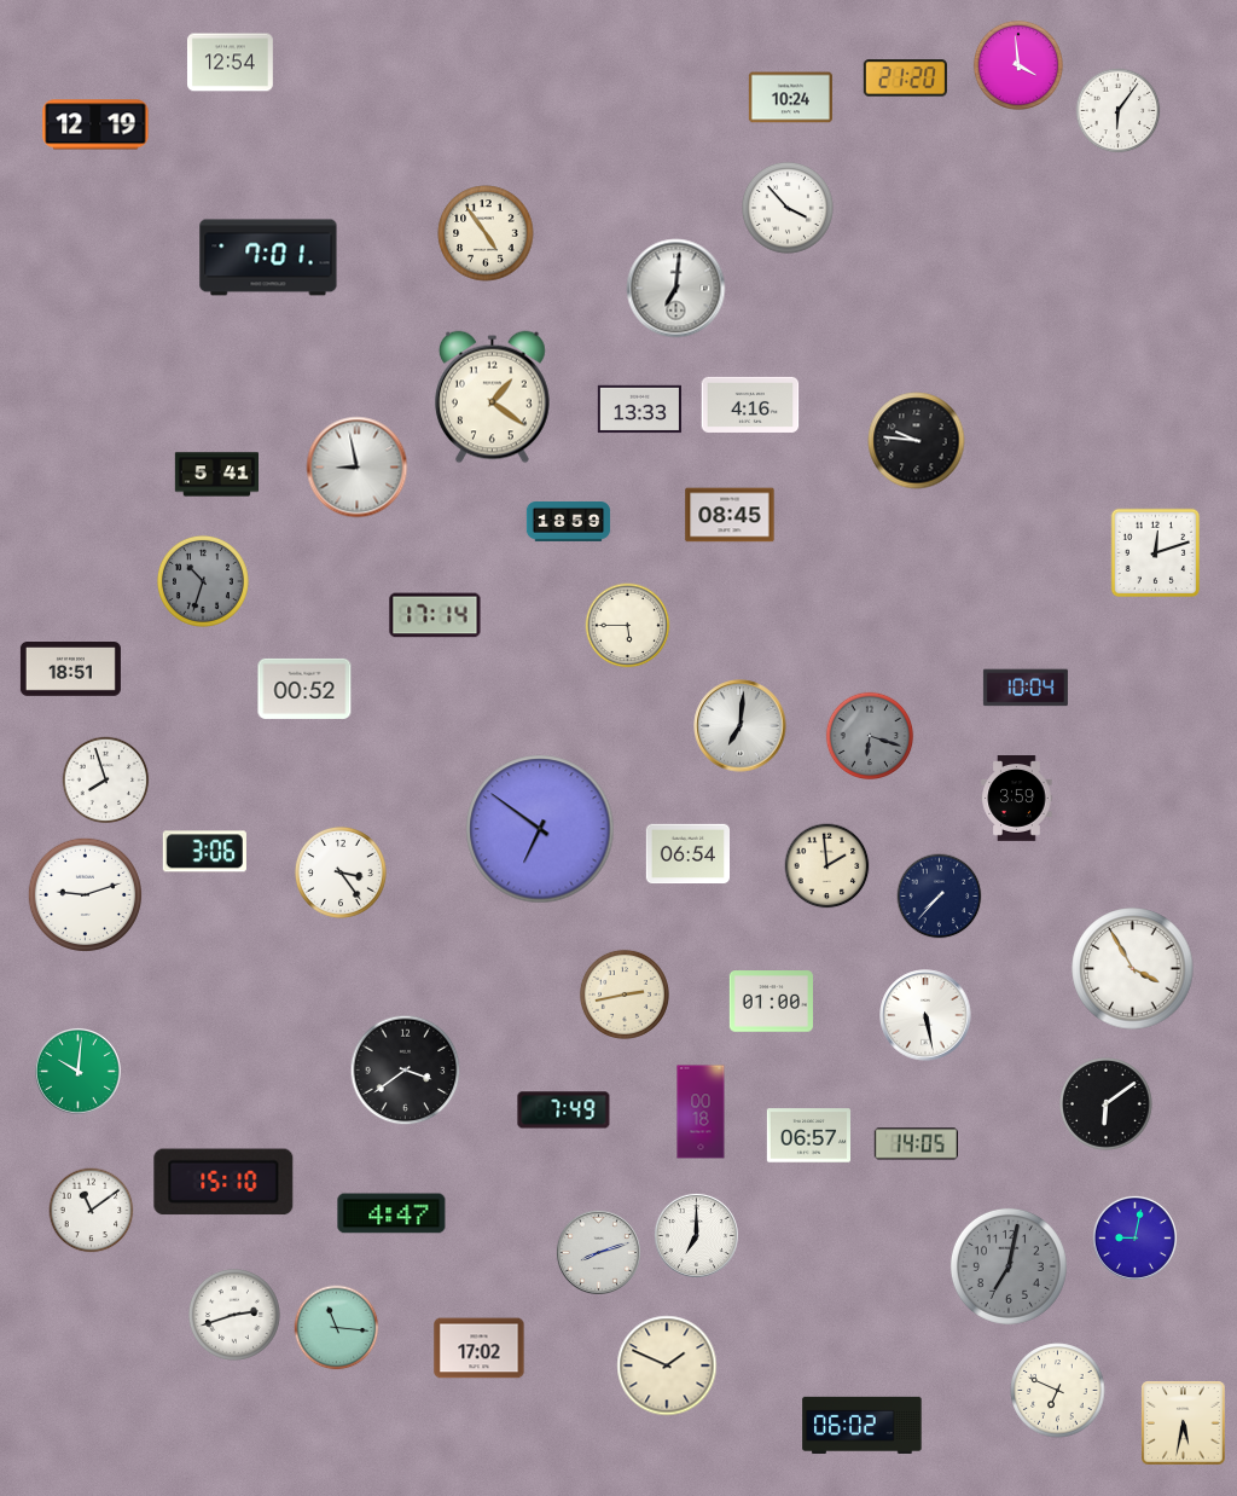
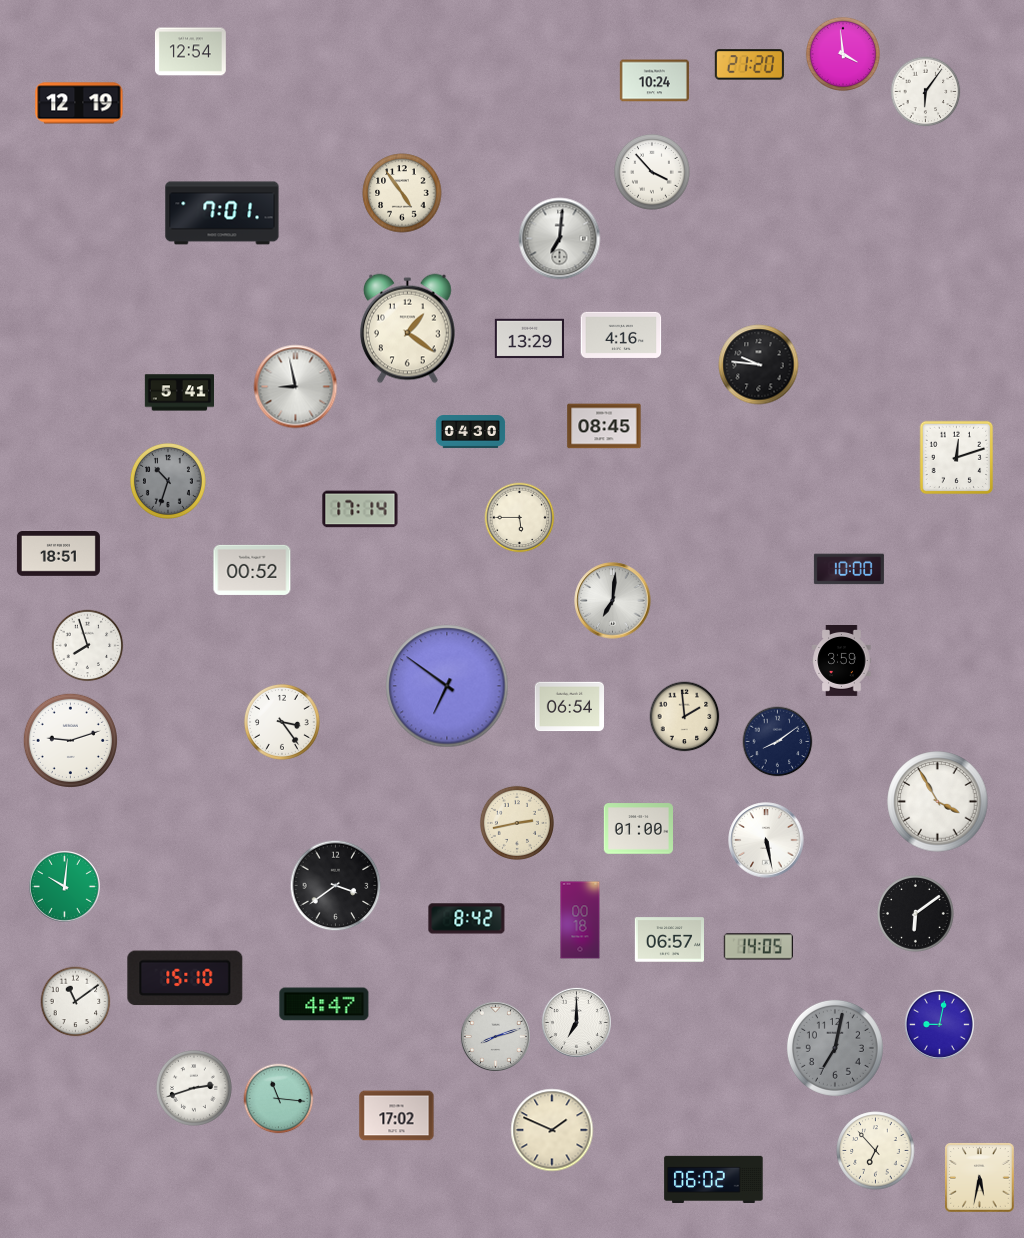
clock at (639, 410): 13:33 -> 13:29
clock at (569, 522): 18:59 -> 04:30
clock at (1026, 688): 10:04 -> 10:00
clock at (870, 736): 6:18 -> none
clock at (204, 852): 3:06 -> none
clock at (940, 897): 7:37 -> 8:09
clock at (564, 1111): 7:49 -> 8:42
clock at (1058, 1391): 6:49 -> 6:53
